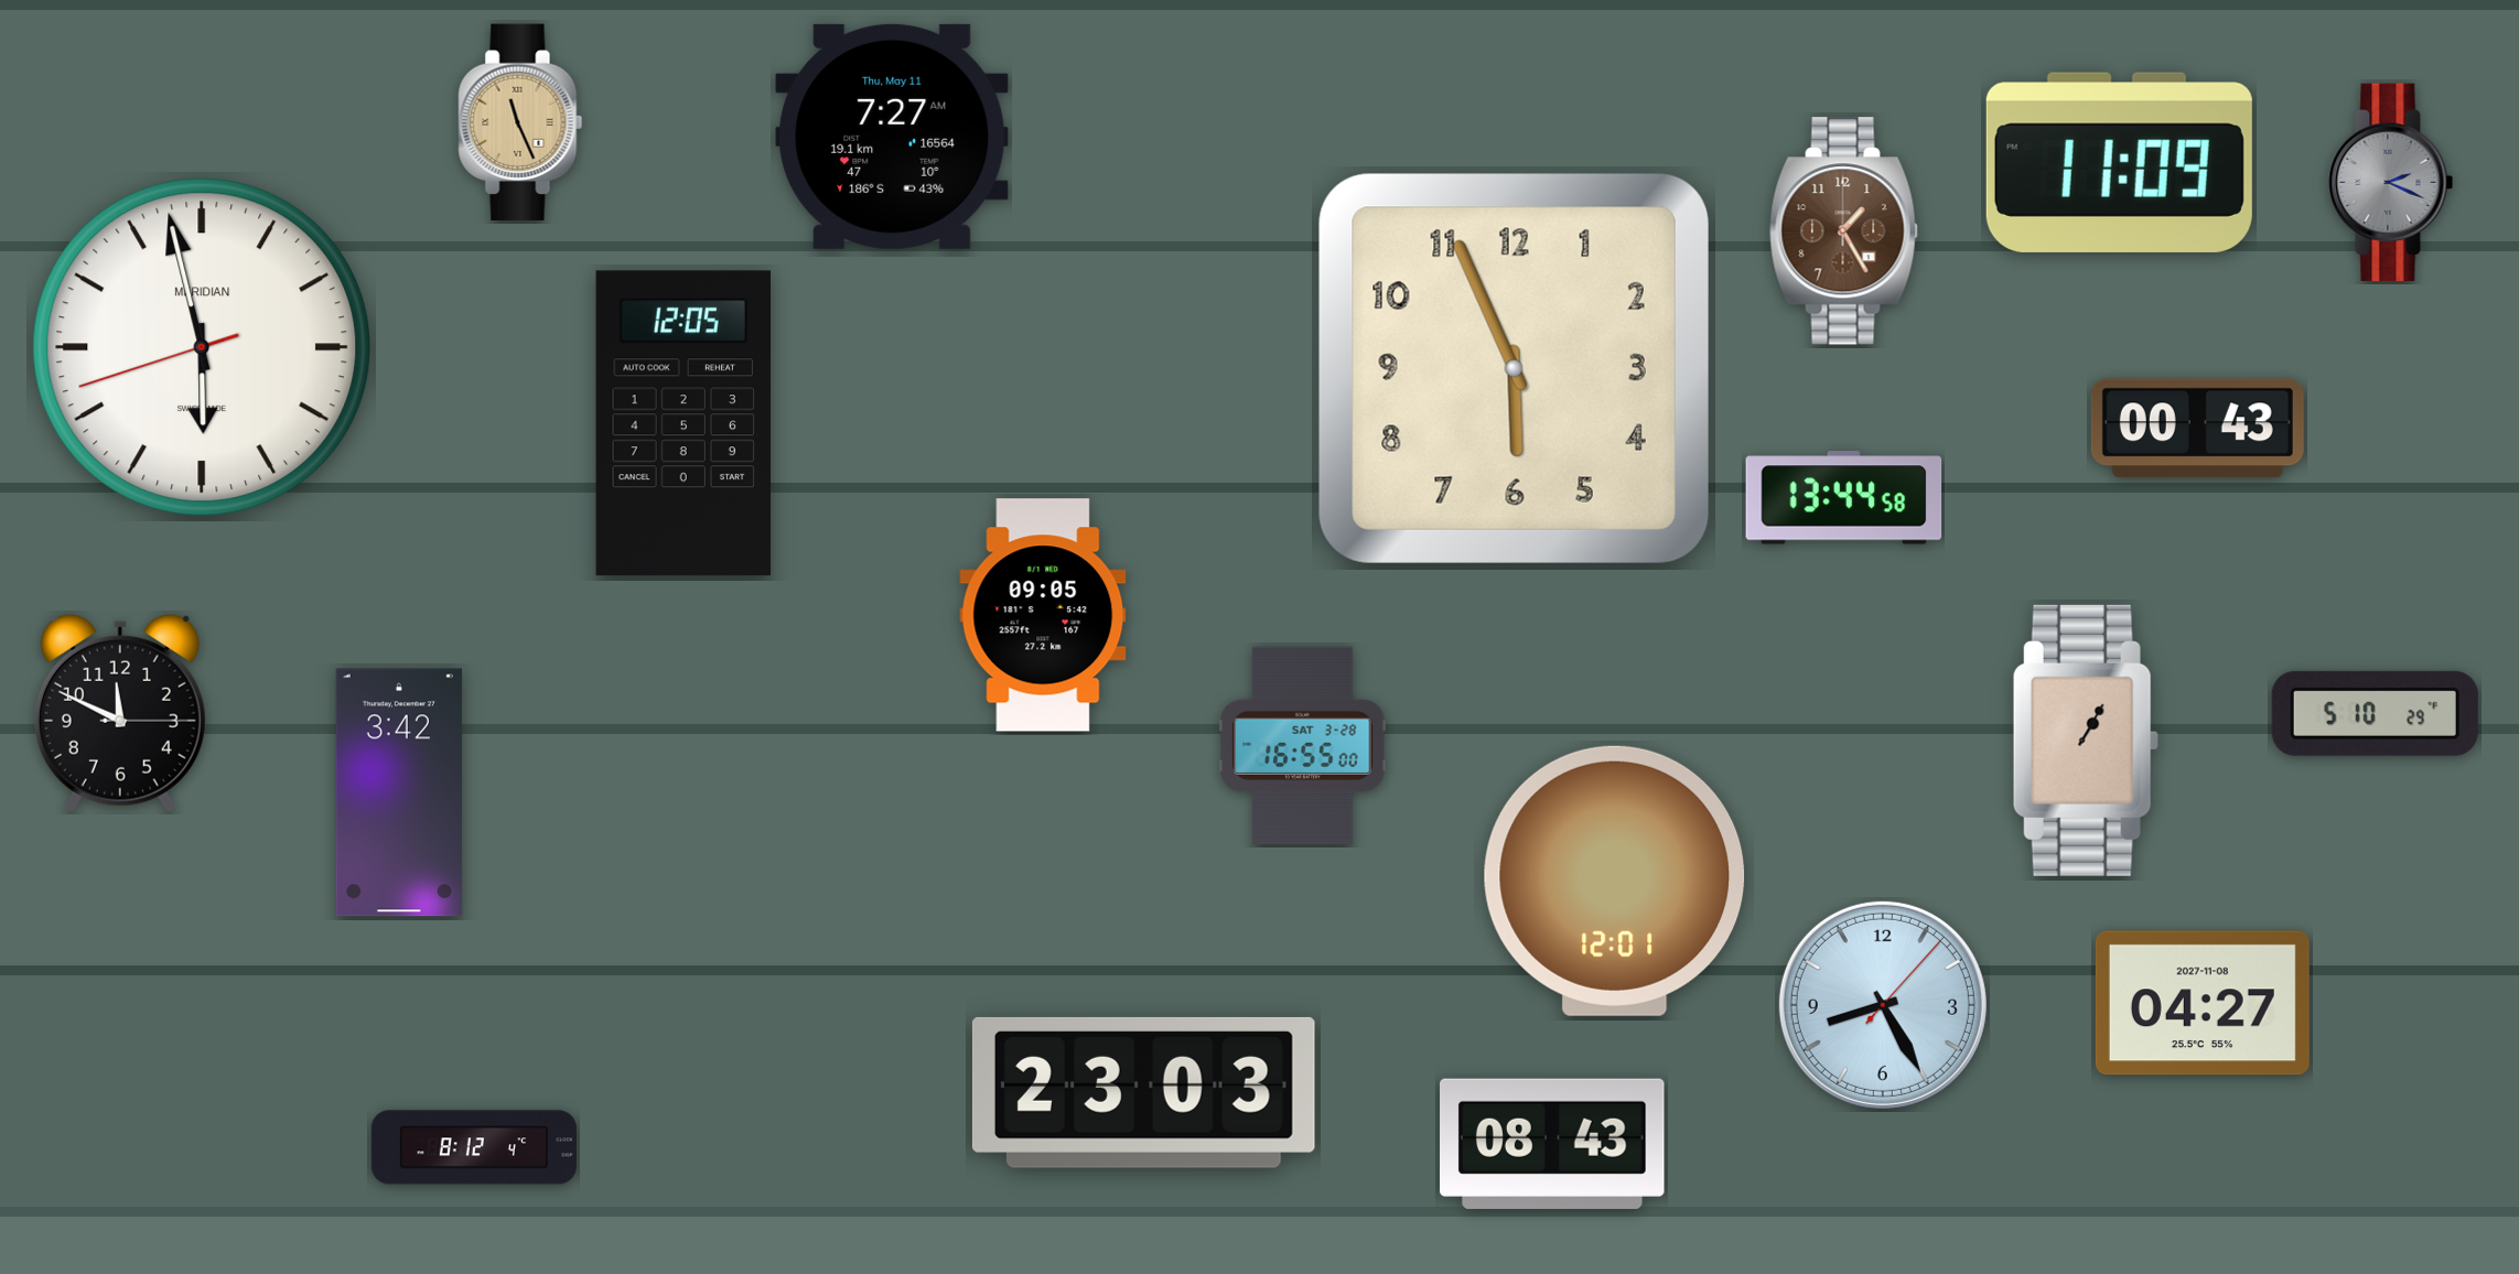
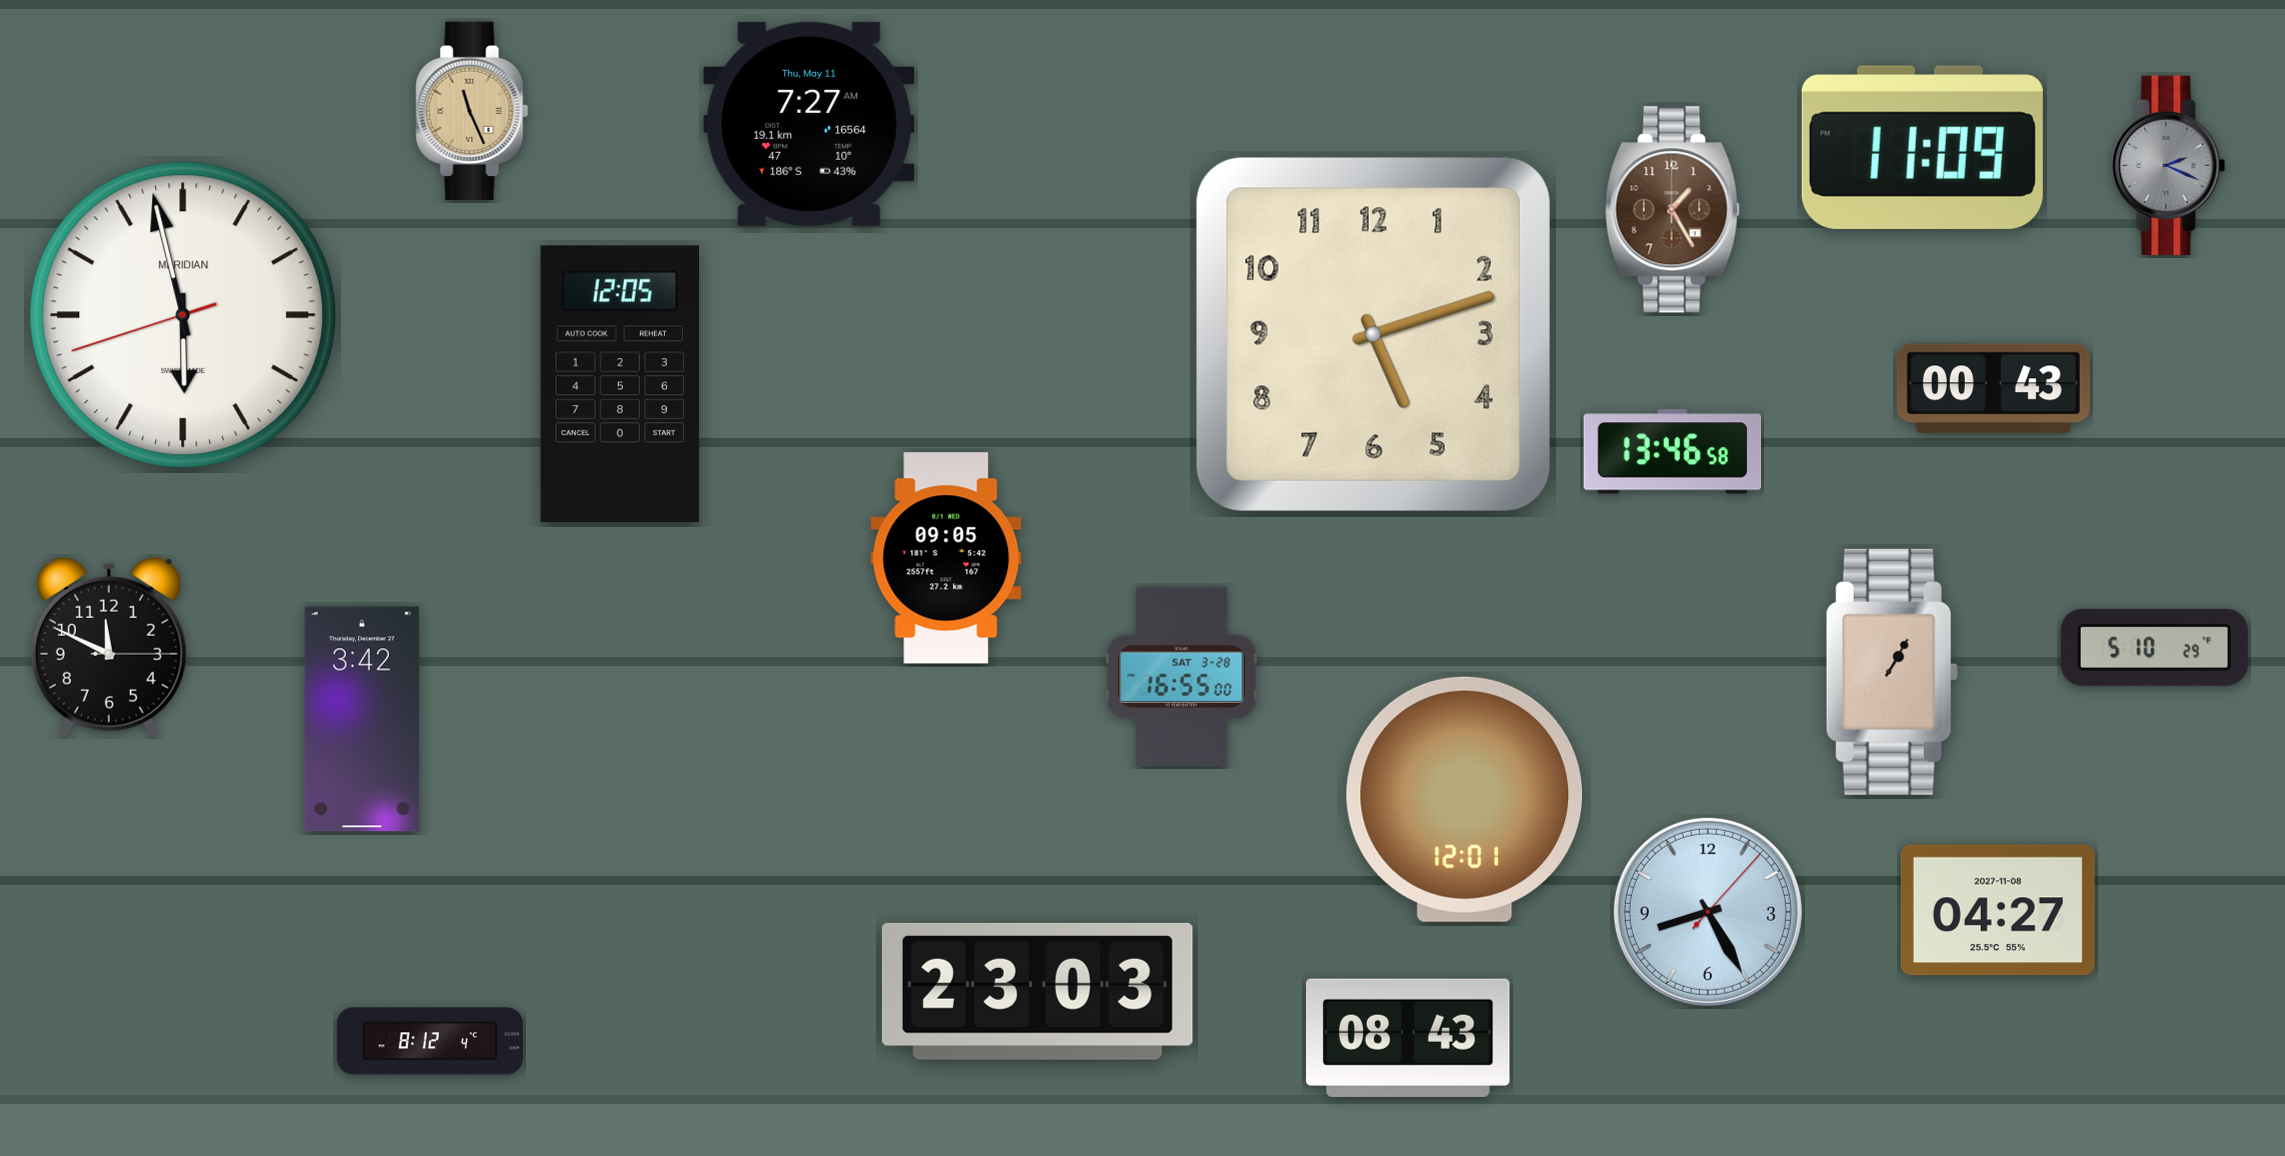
clock at (1514, 368): 5:56 -> 5:12
clock at (1844, 498): 13:44 -> 13:46
